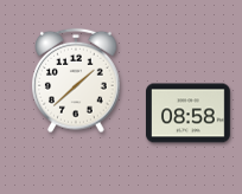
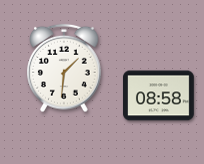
clock at (76, 80): 1:38 -> 1:31
